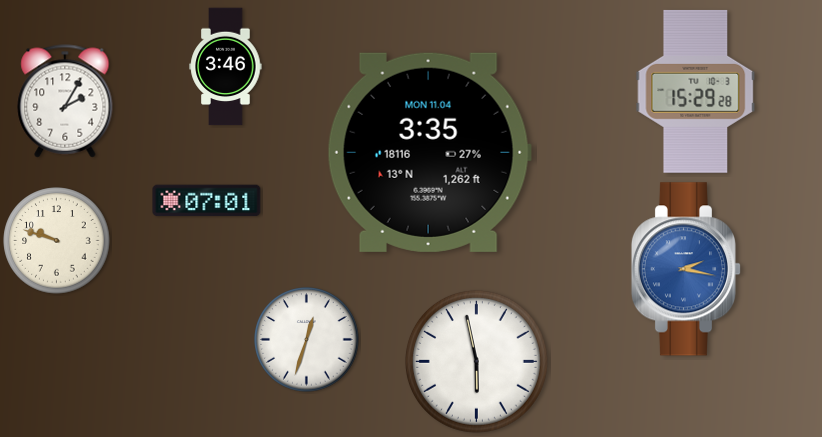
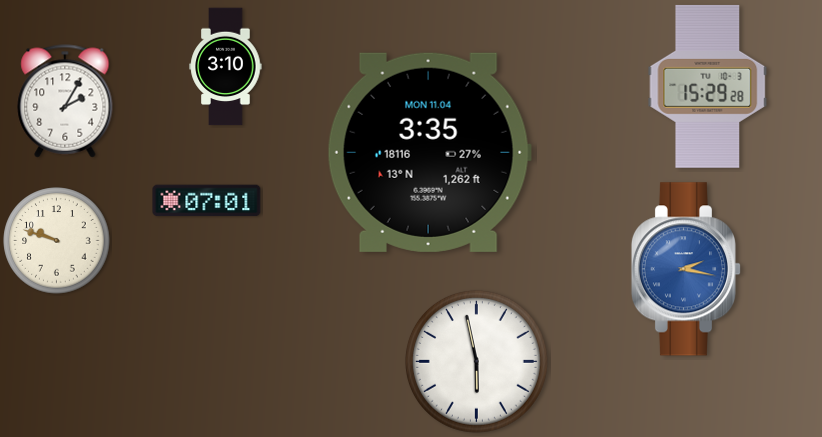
clock at (226, 67): 3:46 -> 3:10
clock at (696, 91) position: (696, 91) -> (708, 86)
clock at (307, 340): 12:33 -> none
